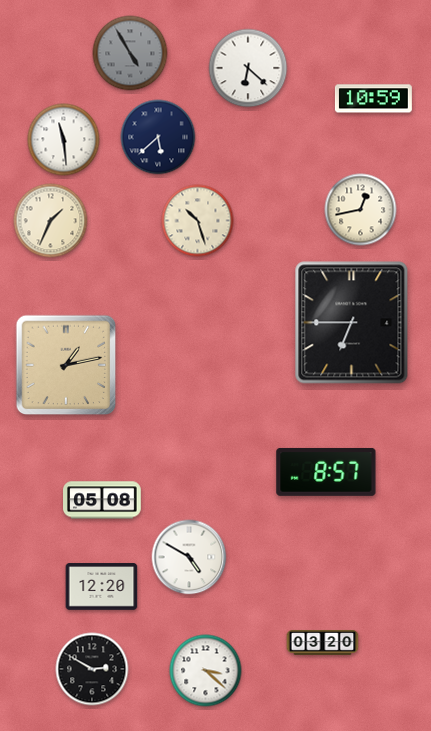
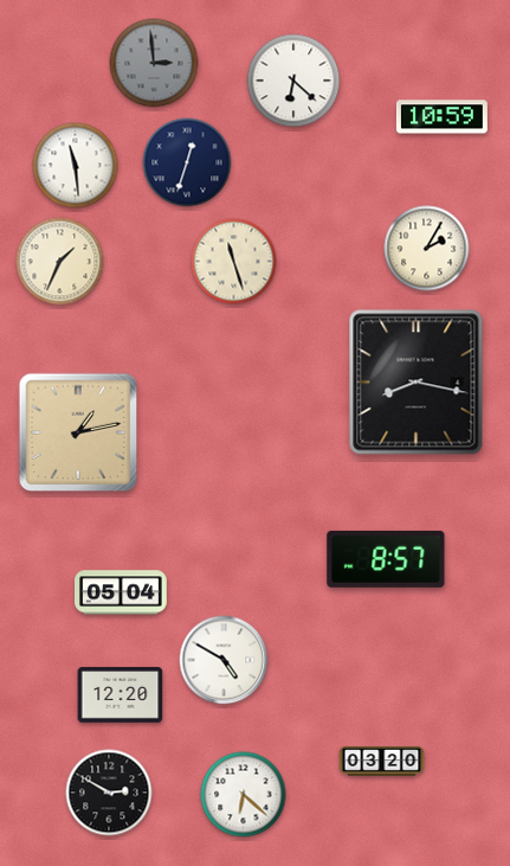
clock at (130, 53): 4:55 -> 2:59
clock at (158, 137): 5:38 -> 12:33
clock at (361, 210): 12:43 -> 2:05
clock at (198, 221): 10:27 -> 11:27
clock at (352, 323): 6:45 -> 8:17
clock at (102, 500): 05:08 -> 05:04
clock at (206, 671): 3:22 -> 6:22
